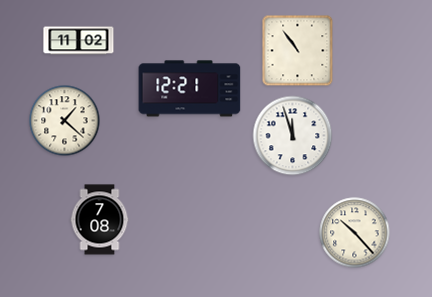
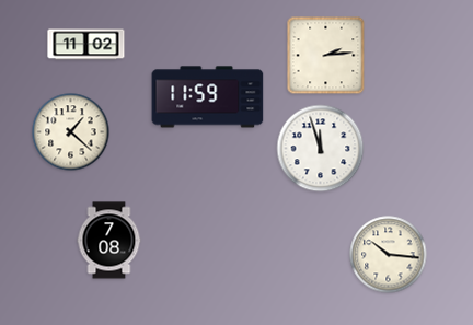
clock at (298, 51): 10:54 -> 2:14
clock at (190, 89): 12:21 -> 11:59
clock at (355, 233): 10:23 -> 10:16
